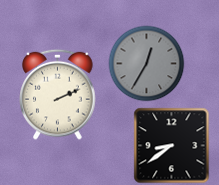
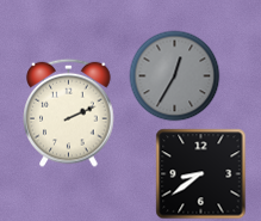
clock at (172, 146) position: (172, 146) -> (201, 174)
